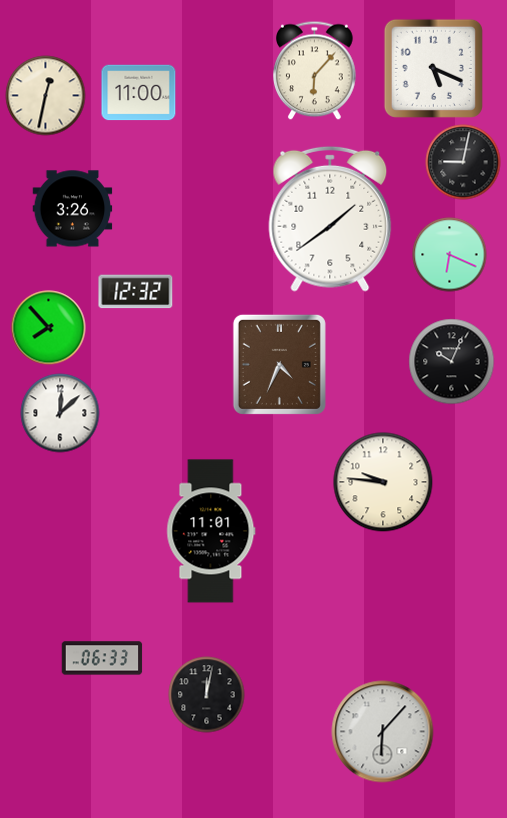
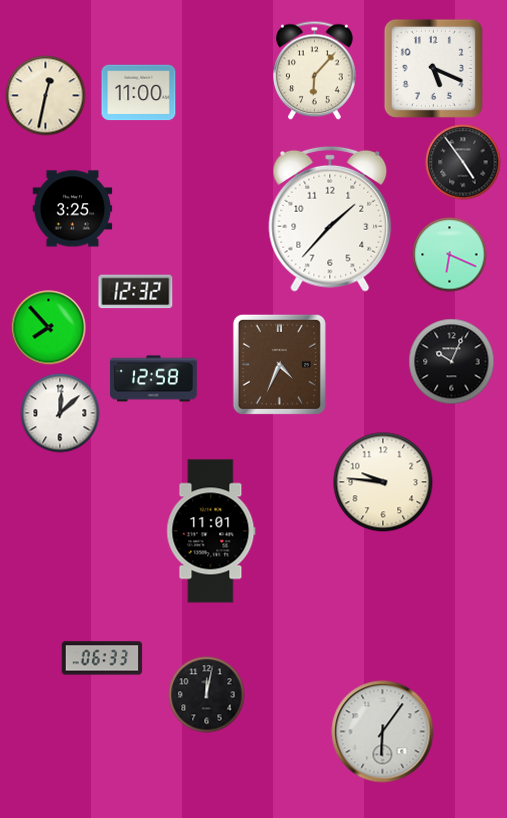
clock at (463, 162): 9:02 -> 4:54
clock at (73, 209): 3:26 -> 3:25
clock at (330, 219): 1:39 -> 1:37
clock at (154, 379): none -> 12:58
clock at (383, 732): 6:07 -> 6:06
